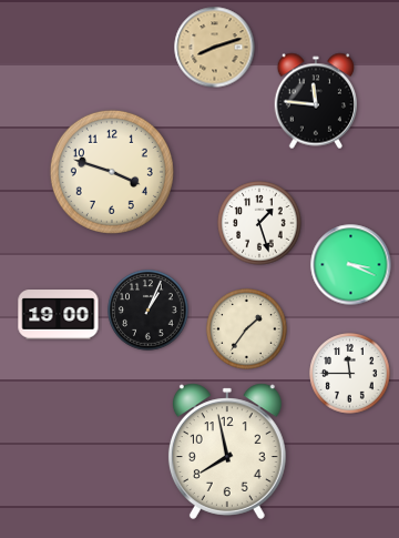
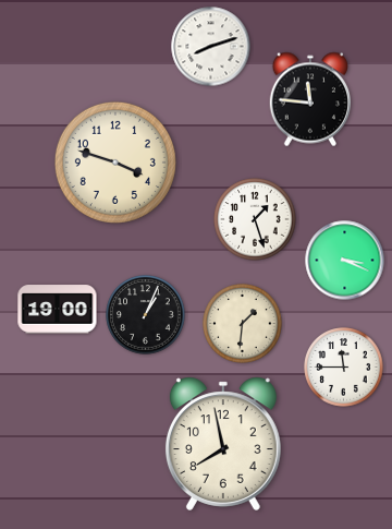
clock at (215, 48) dial: champagne -> white
clock at (112, 172) position: (112, 172) -> (115, 163)
clock at (149, 311) position: (149, 311) -> (146, 315)
clock at (247, 329): 1:36 -> 1:31
